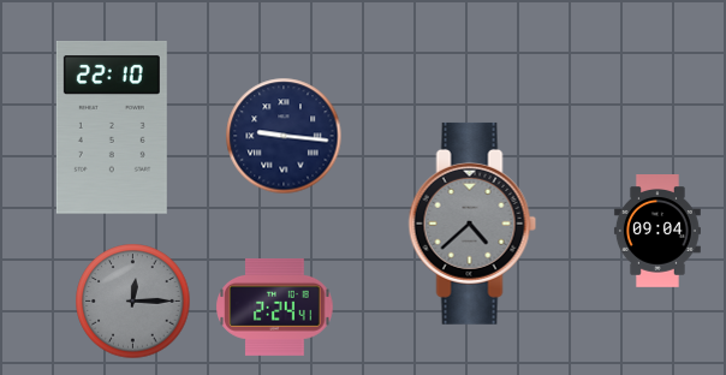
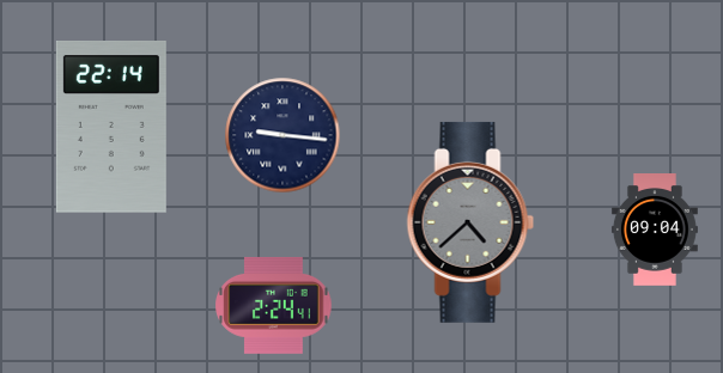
clock at (112, 129): 22:10 -> 22:14
clock at (133, 302): 12:15 -> none
